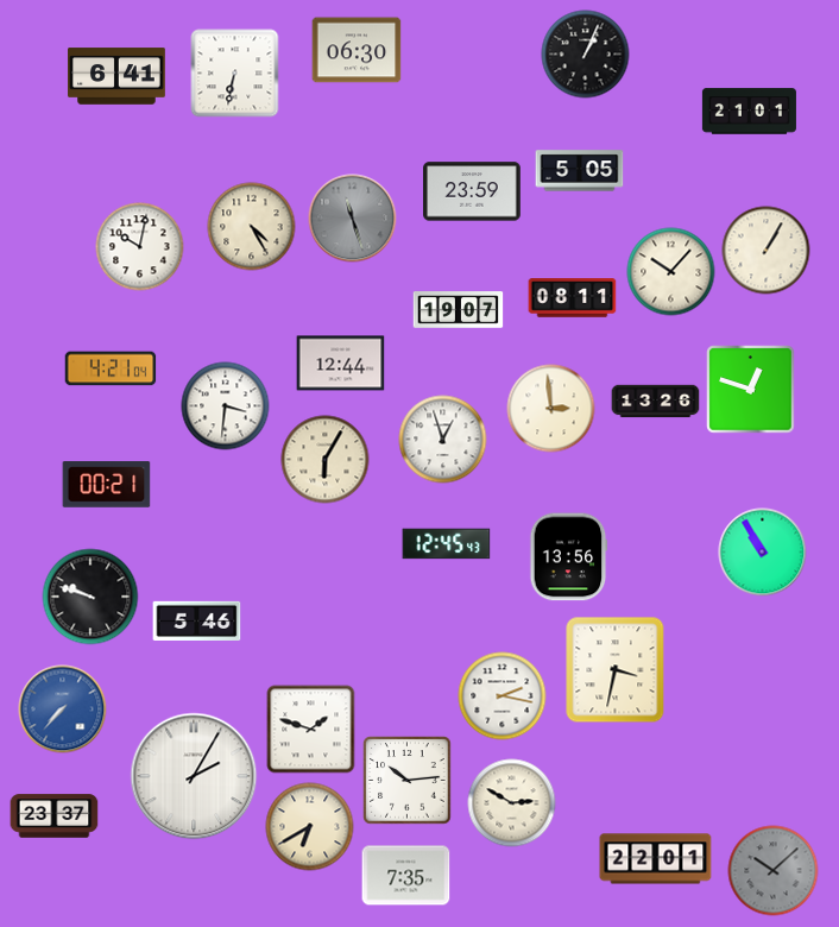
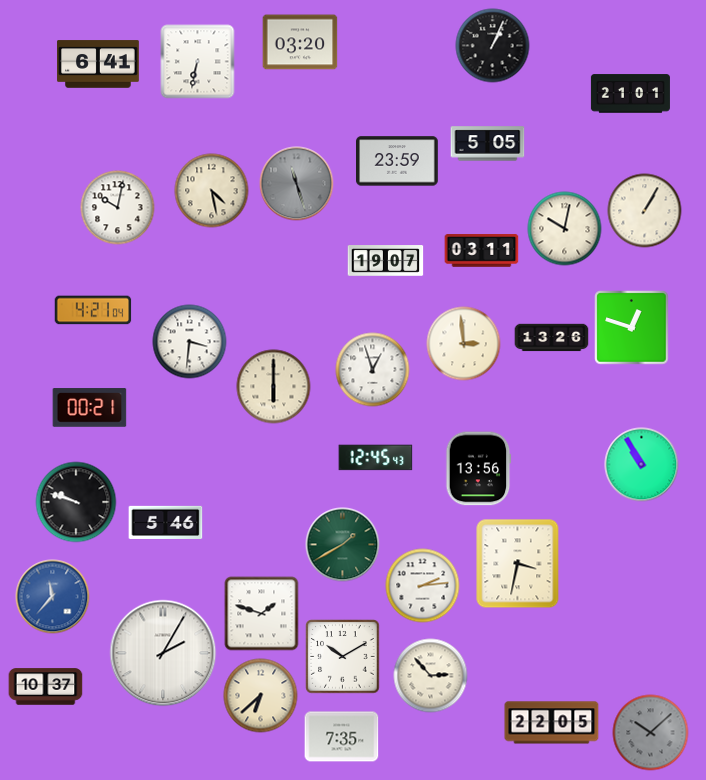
clock at (357, 50): 06:30 -> 03:20
clock at (252, 227): 4:25 -> 4:28
clock at (671, 272): 10:07 -> 10:02
clock at (573, 298): 08:11 -> 03:11
clock at (341, 364): 12:44 -> none
clock at (326, 460): 6:05 -> 6:00
clock at (343, 545): none -> 1:40
clock at (503, 696): 2:17 -> 2:14
clock at (63, 710): 7:37 -> 11:37
clock at (408, 781): 10:14 -> 10:10
clock at (512, 803): 2:50 -> 2:53
clock at (55, 816): 23:37 -> 10:37
clock at (310, 827): 6:40 -> 6:38
clock at (656, 859): 22:01 -> 22:05
